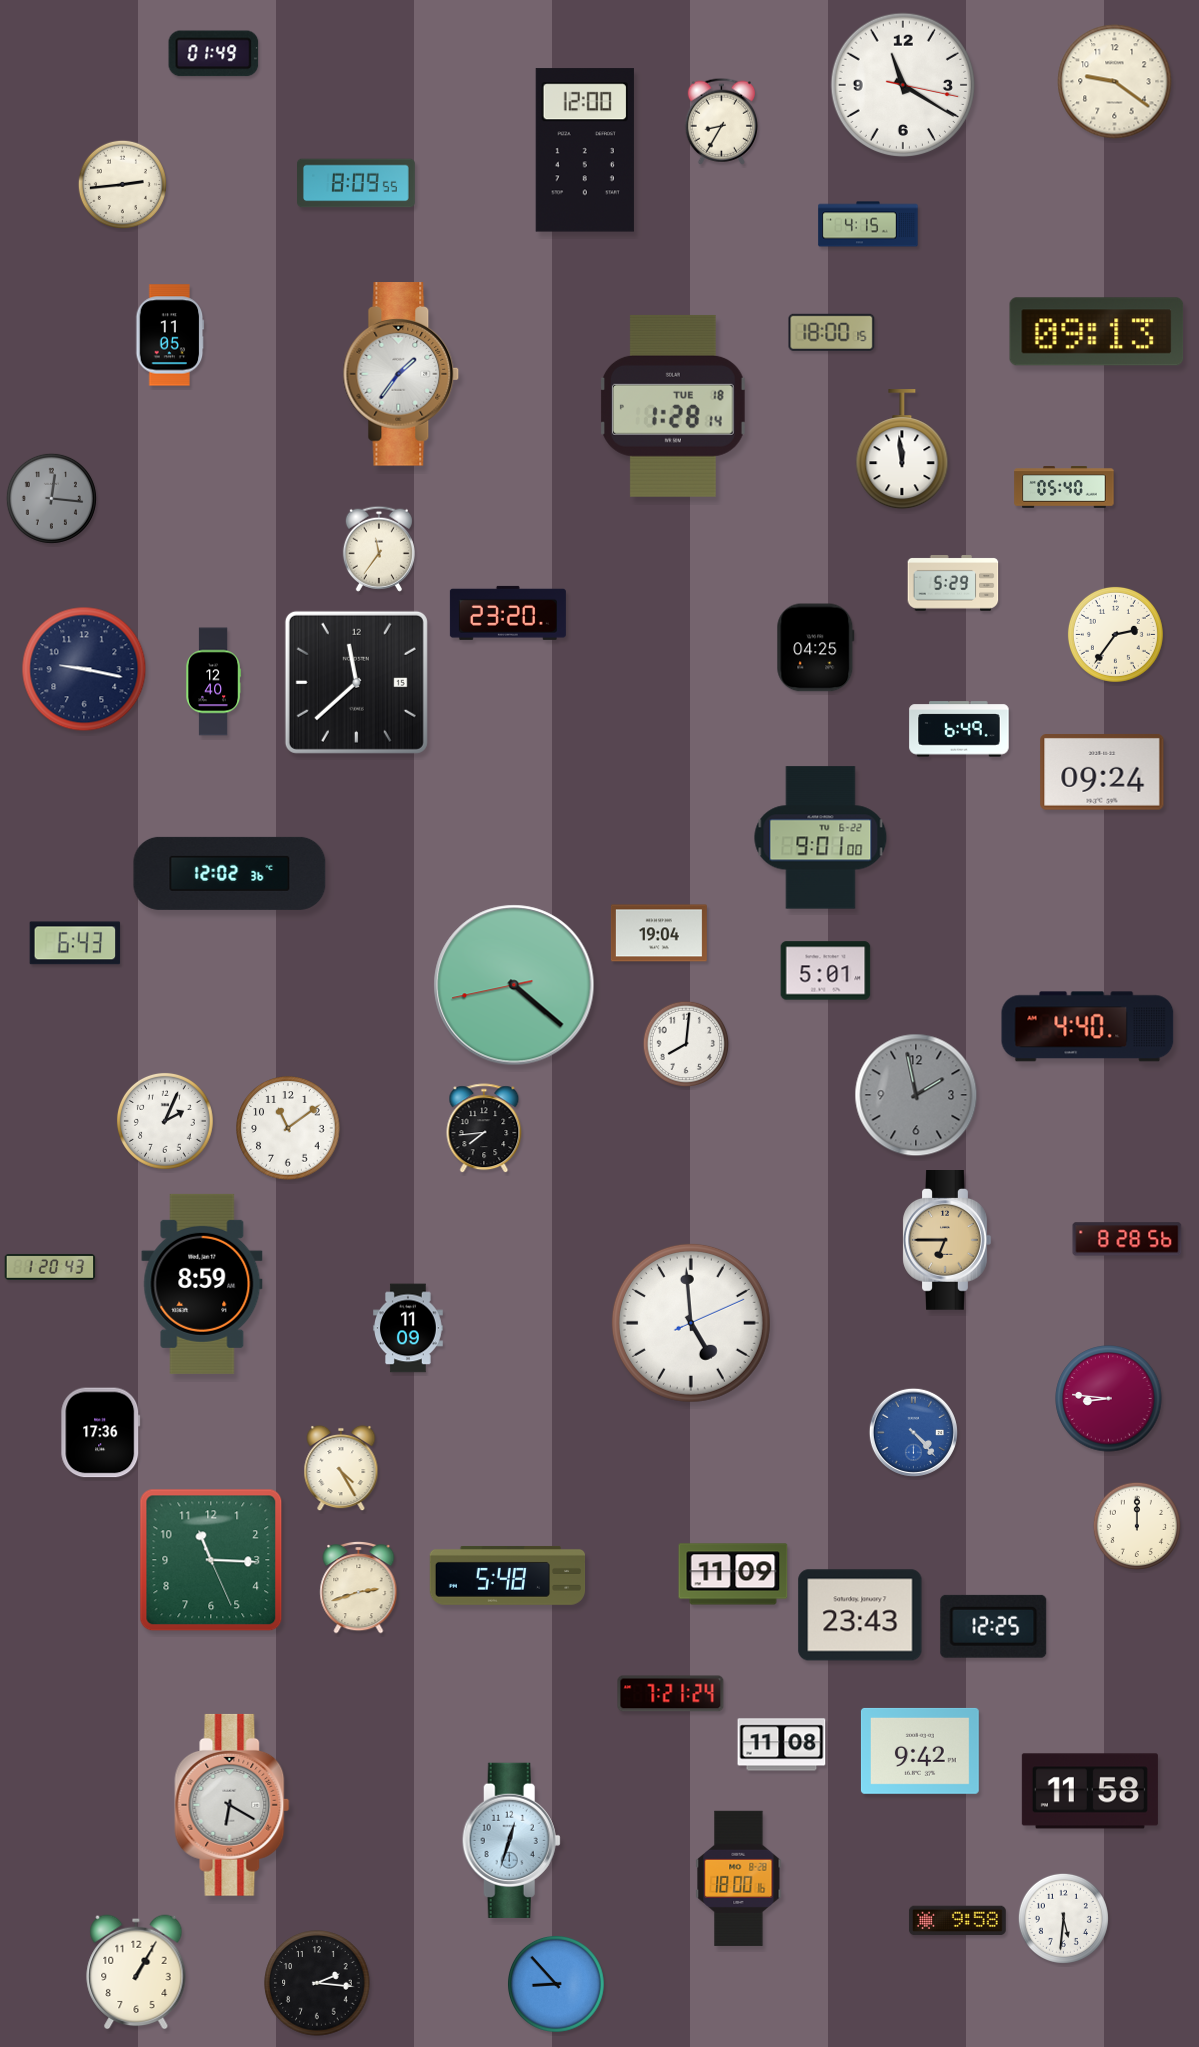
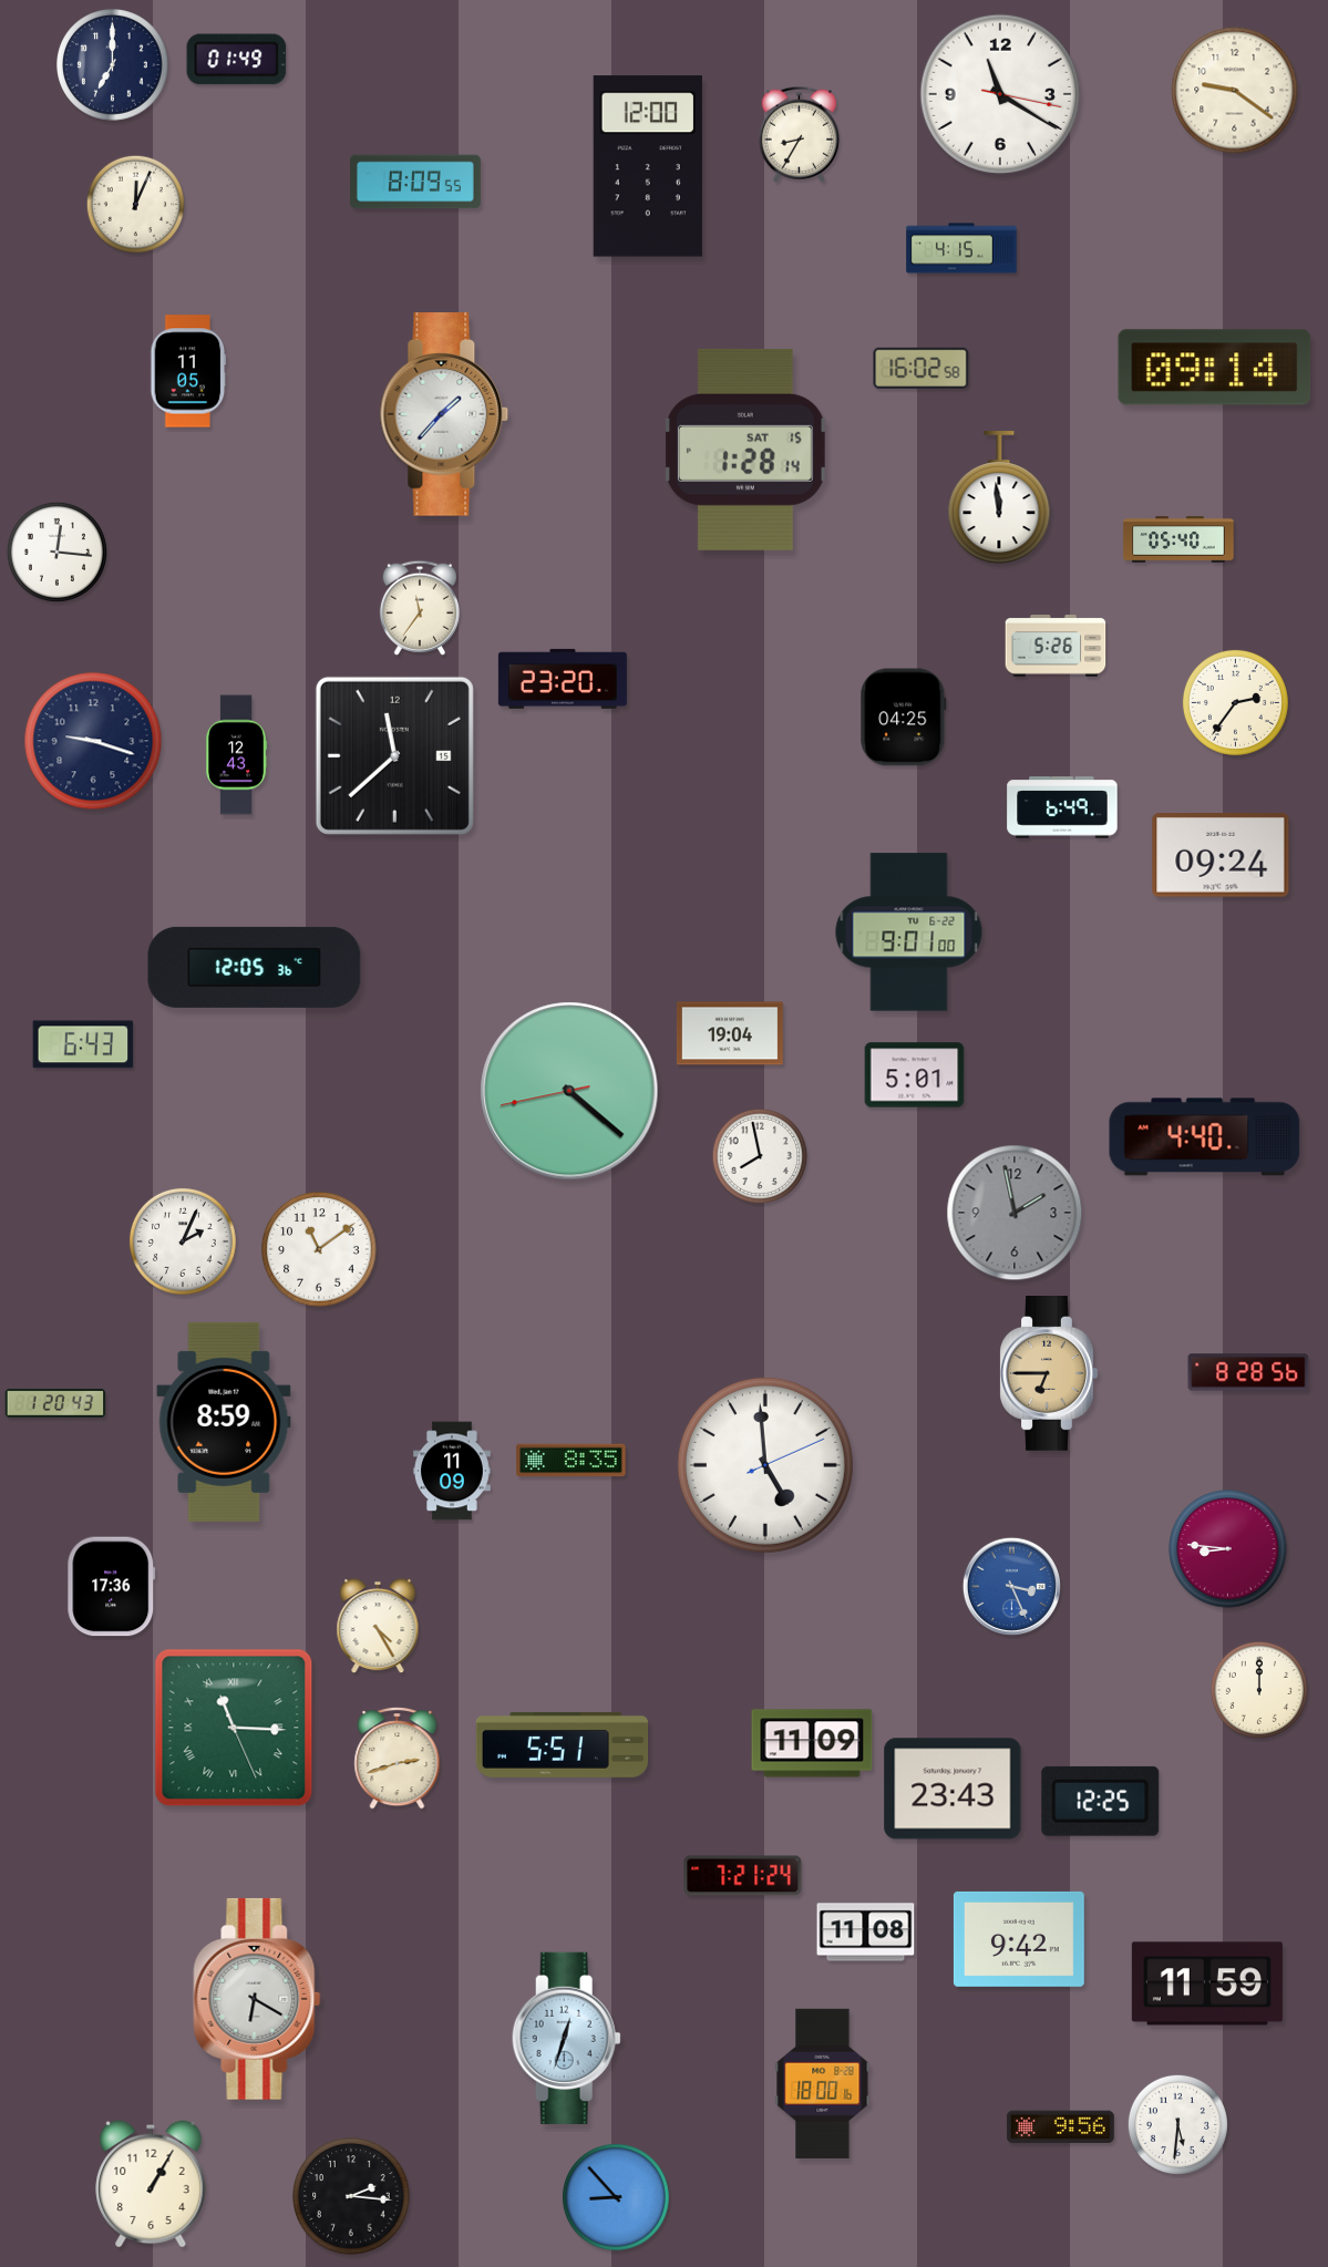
clock at (113, 65): none -> 7:00
clock at (357, 183) position: (357, 183) -> (416, 182)
clock at (122, 184): 2:44 -> 12:04
clock at (832, 332): 18:00 -> 16:02
clock at (1097, 332): 09:13 -> 09:14
clock at (401, 374): 1:36 -> 1:37
clock at (673, 406) date: TUE 18 -> SAT 15
clock at (51, 498) dial: grey -> white
clock at (953, 584): 5:29 -> 5:26
clock at (84, 669): 9:17 -> 9:18
clock at (214, 682): 12:40 -> 12:43
clock at (821, 838) position: (821, 838) -> (909, 932)
clock at (230, 873): 12:02 -> 12:05
clock at (686, 1044): 8:01 -> 7:58
clock at (484, 1129): 7:44 -> none
clock at (572, 1461): none -> 8:35
clock at (913, 1432): 4:23 -> 3:26
clock at (211, 1560) numerals: Arabic -> Roman
clock at (508, 1575): 5:48 -> 5:51
clock at (1090, 1791): 11:58 -> 11:59
clock at (739, 1878) position: (739, 1878) -> (823, 2083)
clock at (957, 1921): 9:58 -> 9:56
